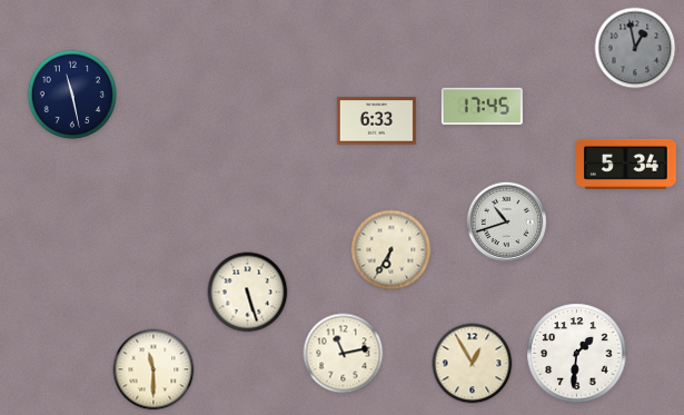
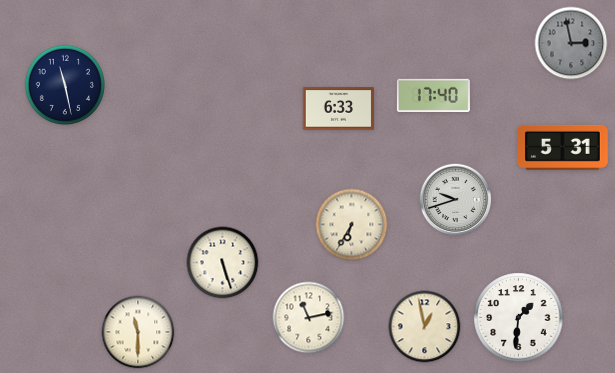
clock at (635, 48): 12:58 -> 2:58
clock at (482, 106): 17:45 -> 17:40
clock at (626, 164): 5:34 -> 5:31
clock at (507, 223): 10:42 -> 9:42
clock at (473, 364): 12:55 -> 12:58
